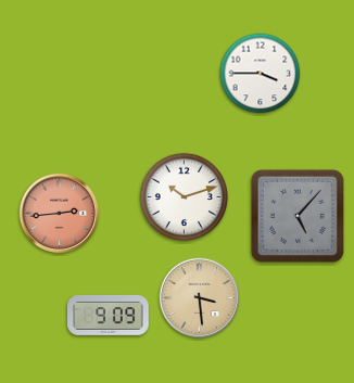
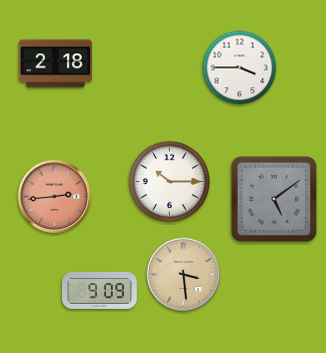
clock at (55, 64): none -> 2:18
clock at (185, 197): 10:12 -> 10:15
clock at (298, 216): 5:07 -> 5:09
